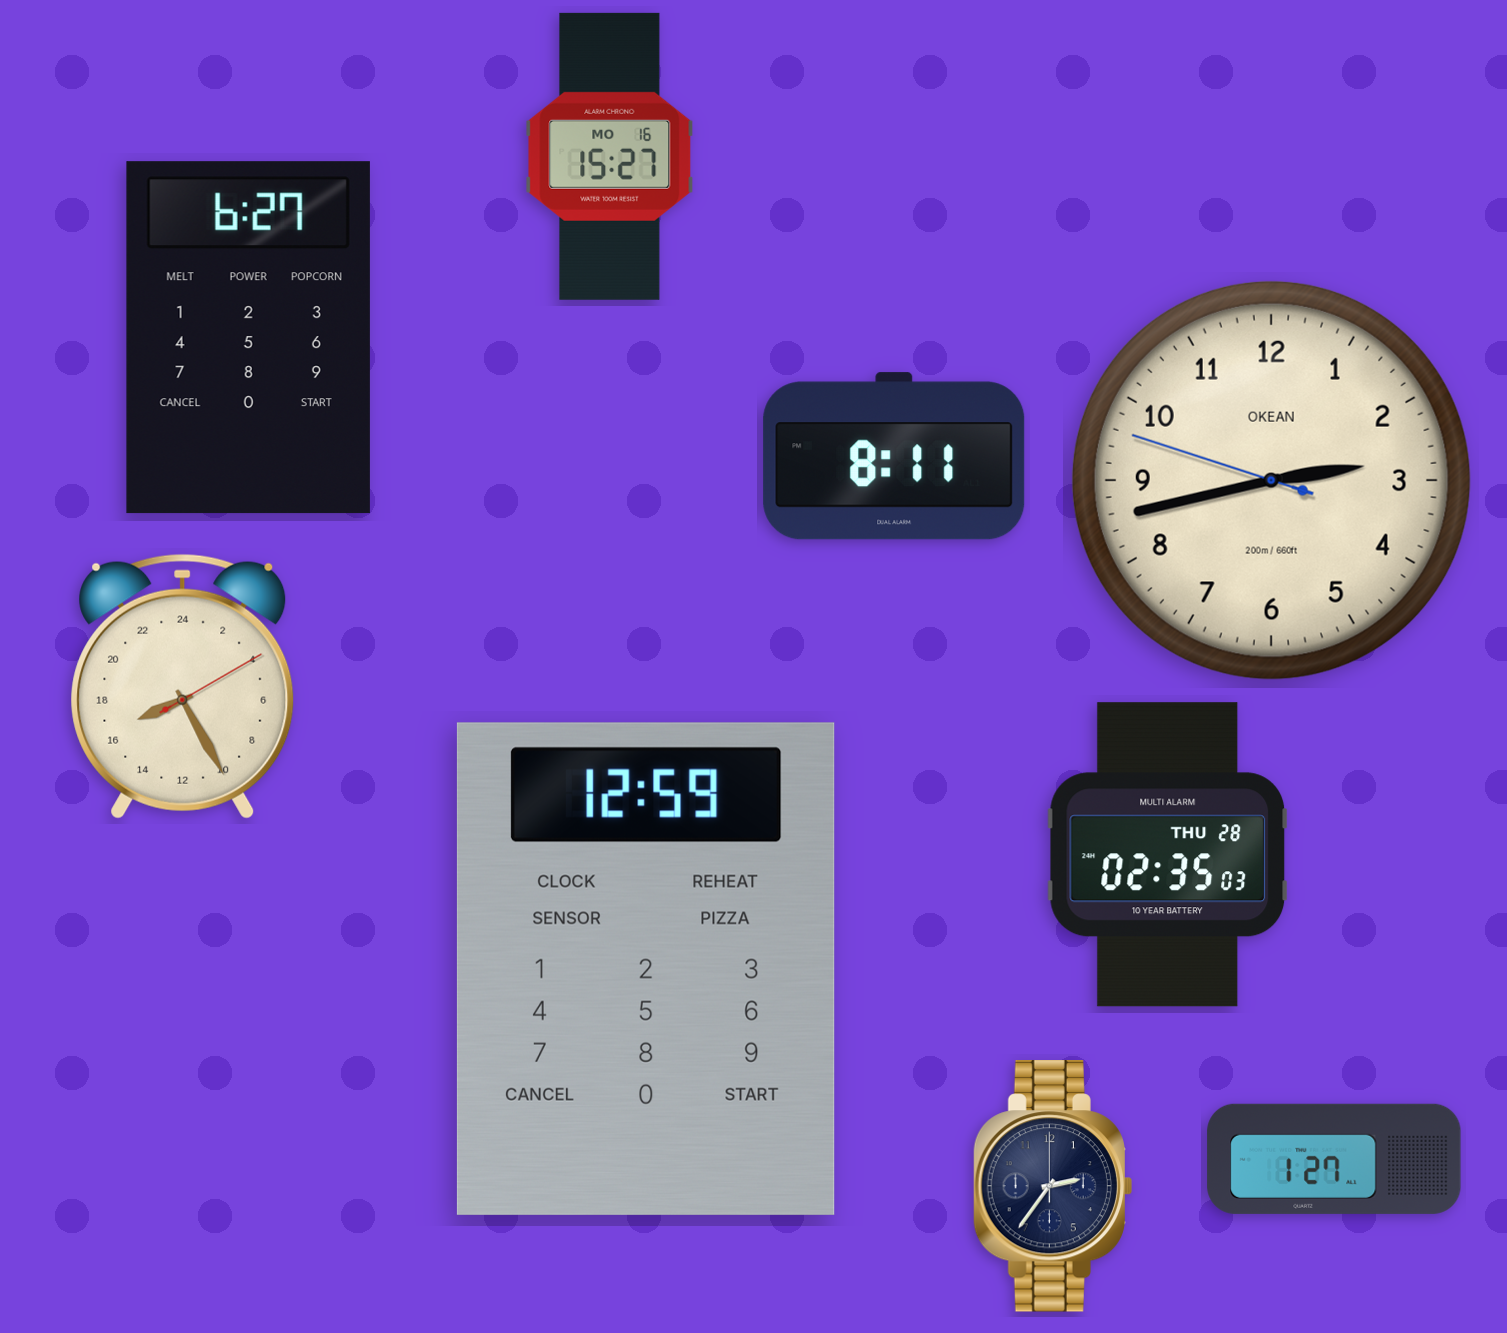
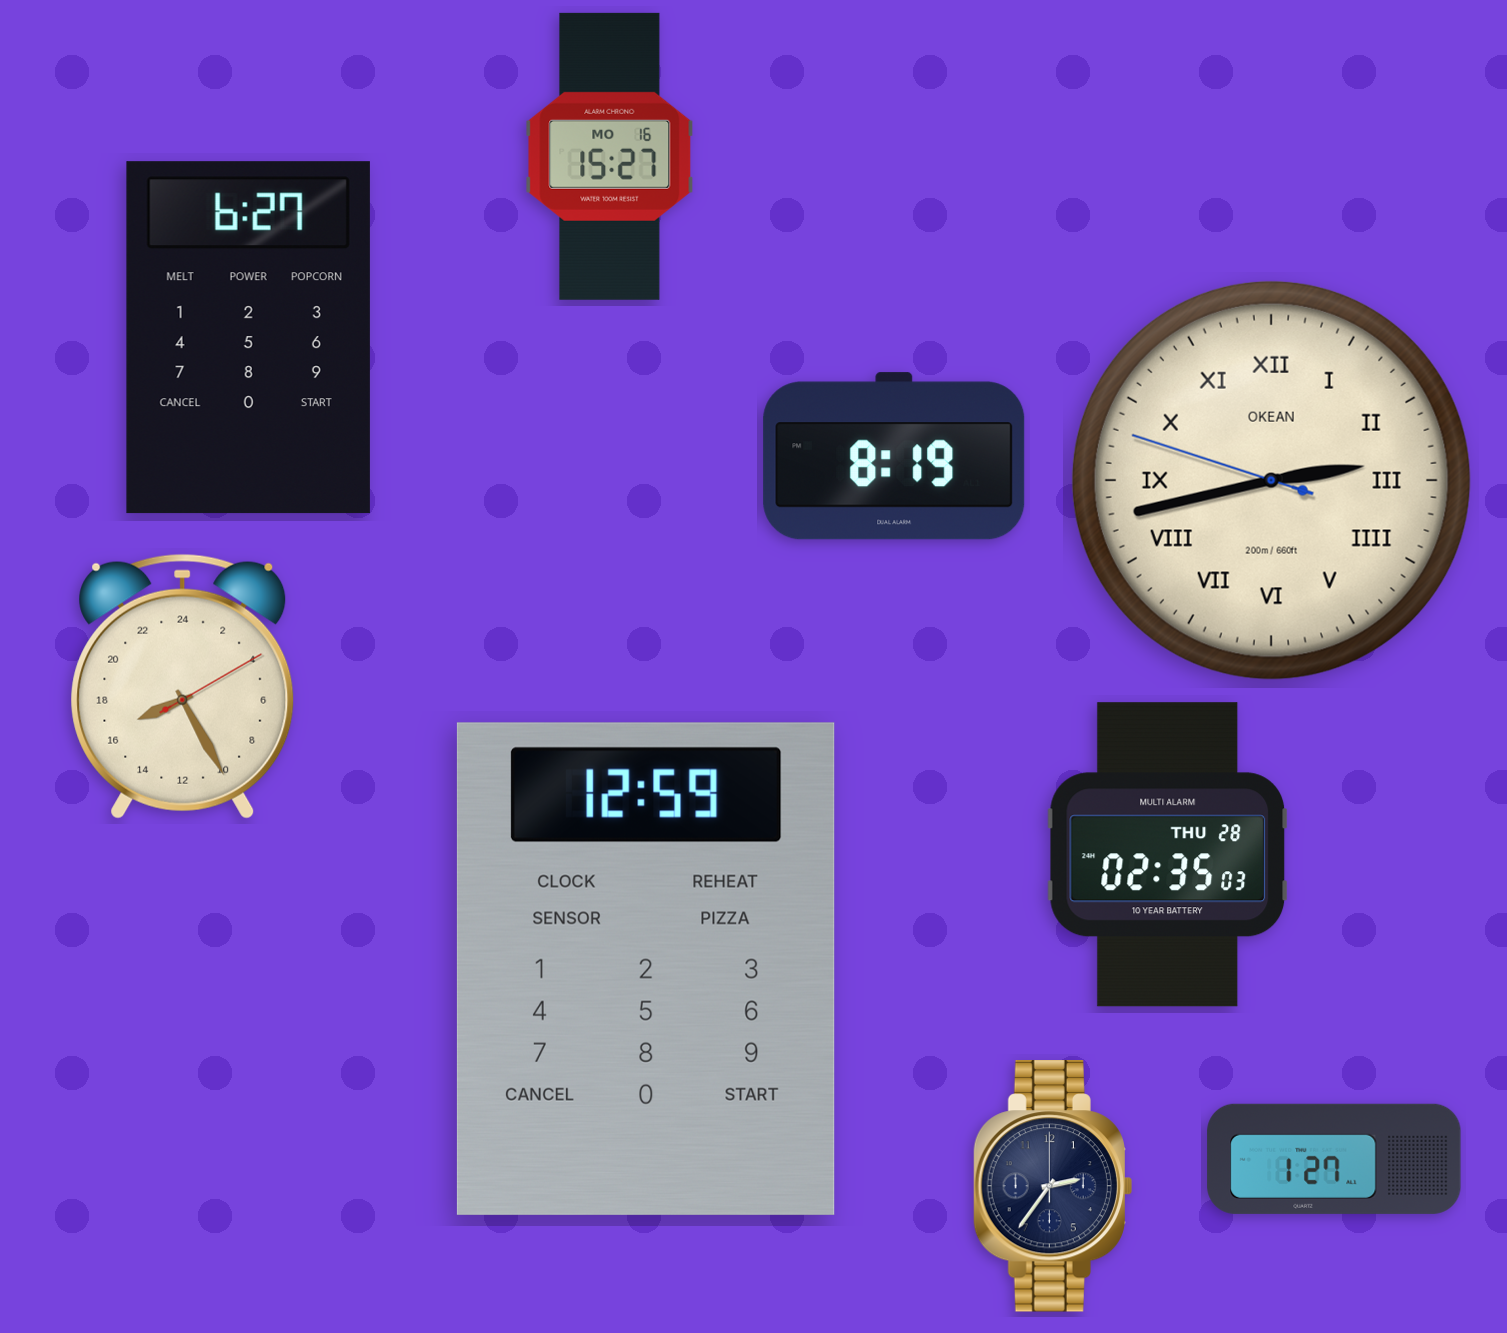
clock at (894, 456): 8:11 -> 8:19
clock at (1271, 480) numerals: Arabic -> Roman
